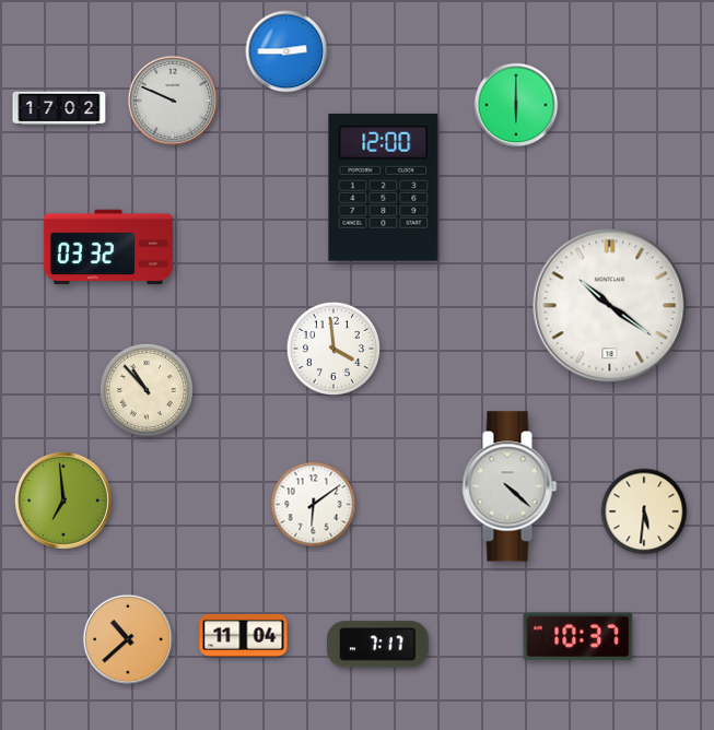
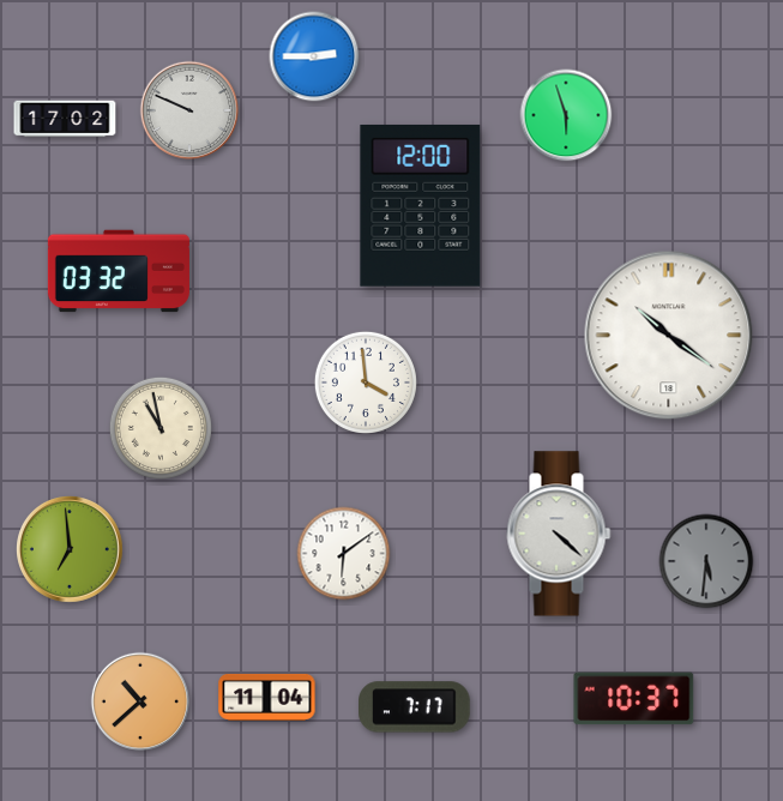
clock at (516, 105): 6:00 -> 5:57
clock at (147, 390): 10:53 -> 10:58
clock at (644, 511) dial: cream -> grey
